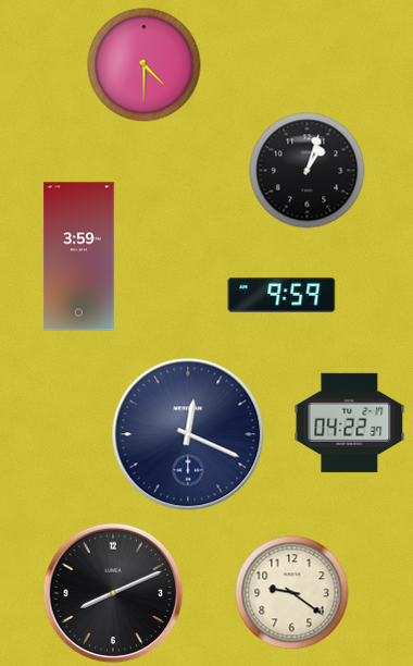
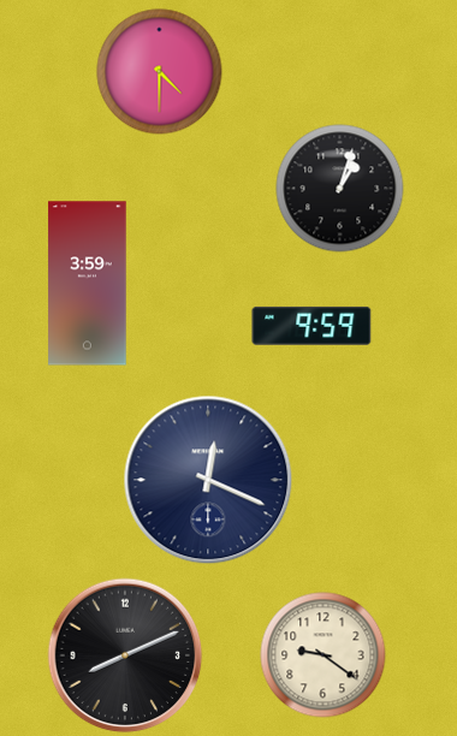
clock at (350, 422): 04:22 -> none
